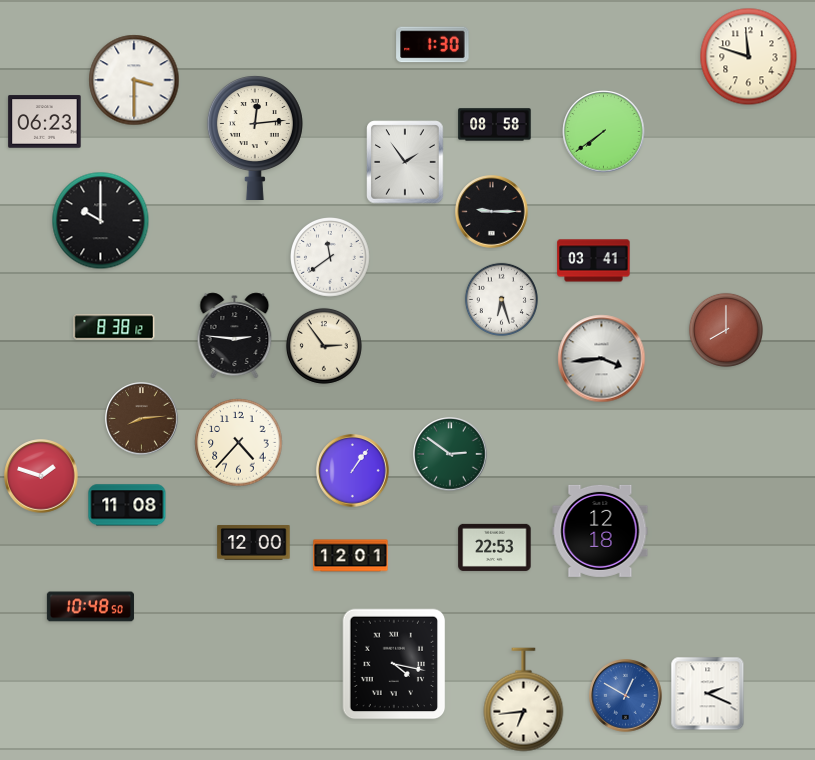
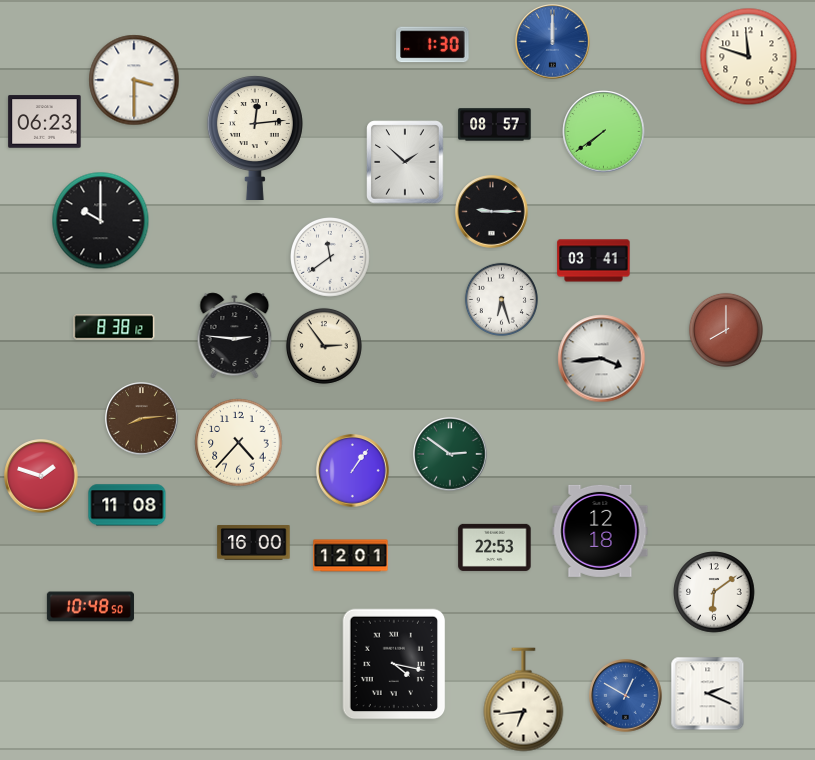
clock at (553, 42): none -> 12:00
clock at (495, 125): 08:58 -> 08:57
clock at (405, 162): 1:54 -> 1:52
clock at (254, 543): 12:00 -> 16:00
clock at (714, 592): none -> 6:09
